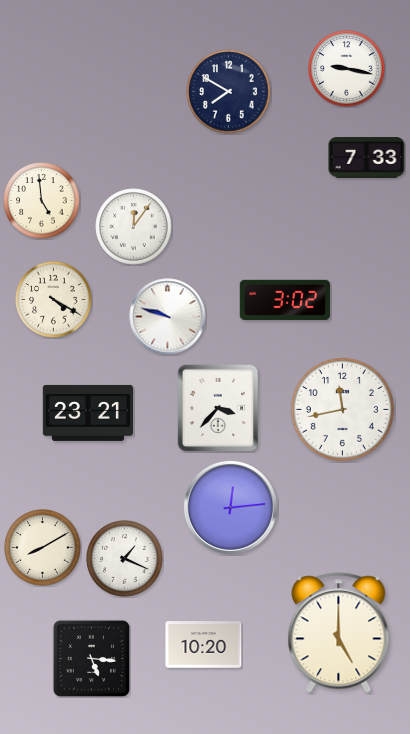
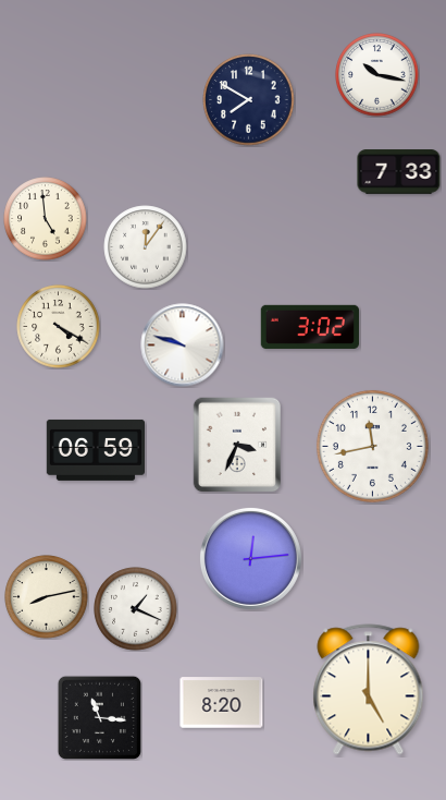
clock at (347, 69): 9:17 -> 10:17
clock at (218, 408): 3:37 -> 3:34
clock at (87, 413): 23:21 -> 06:59
clock at (230, 507) position: (230, 507) -> (250, 558)
clock at (43, 548): 8:10 -> 8:13
clock at (204, 645): 10:20 -> 8:20
clock at (91, 658): 5:16 -> 11:16
